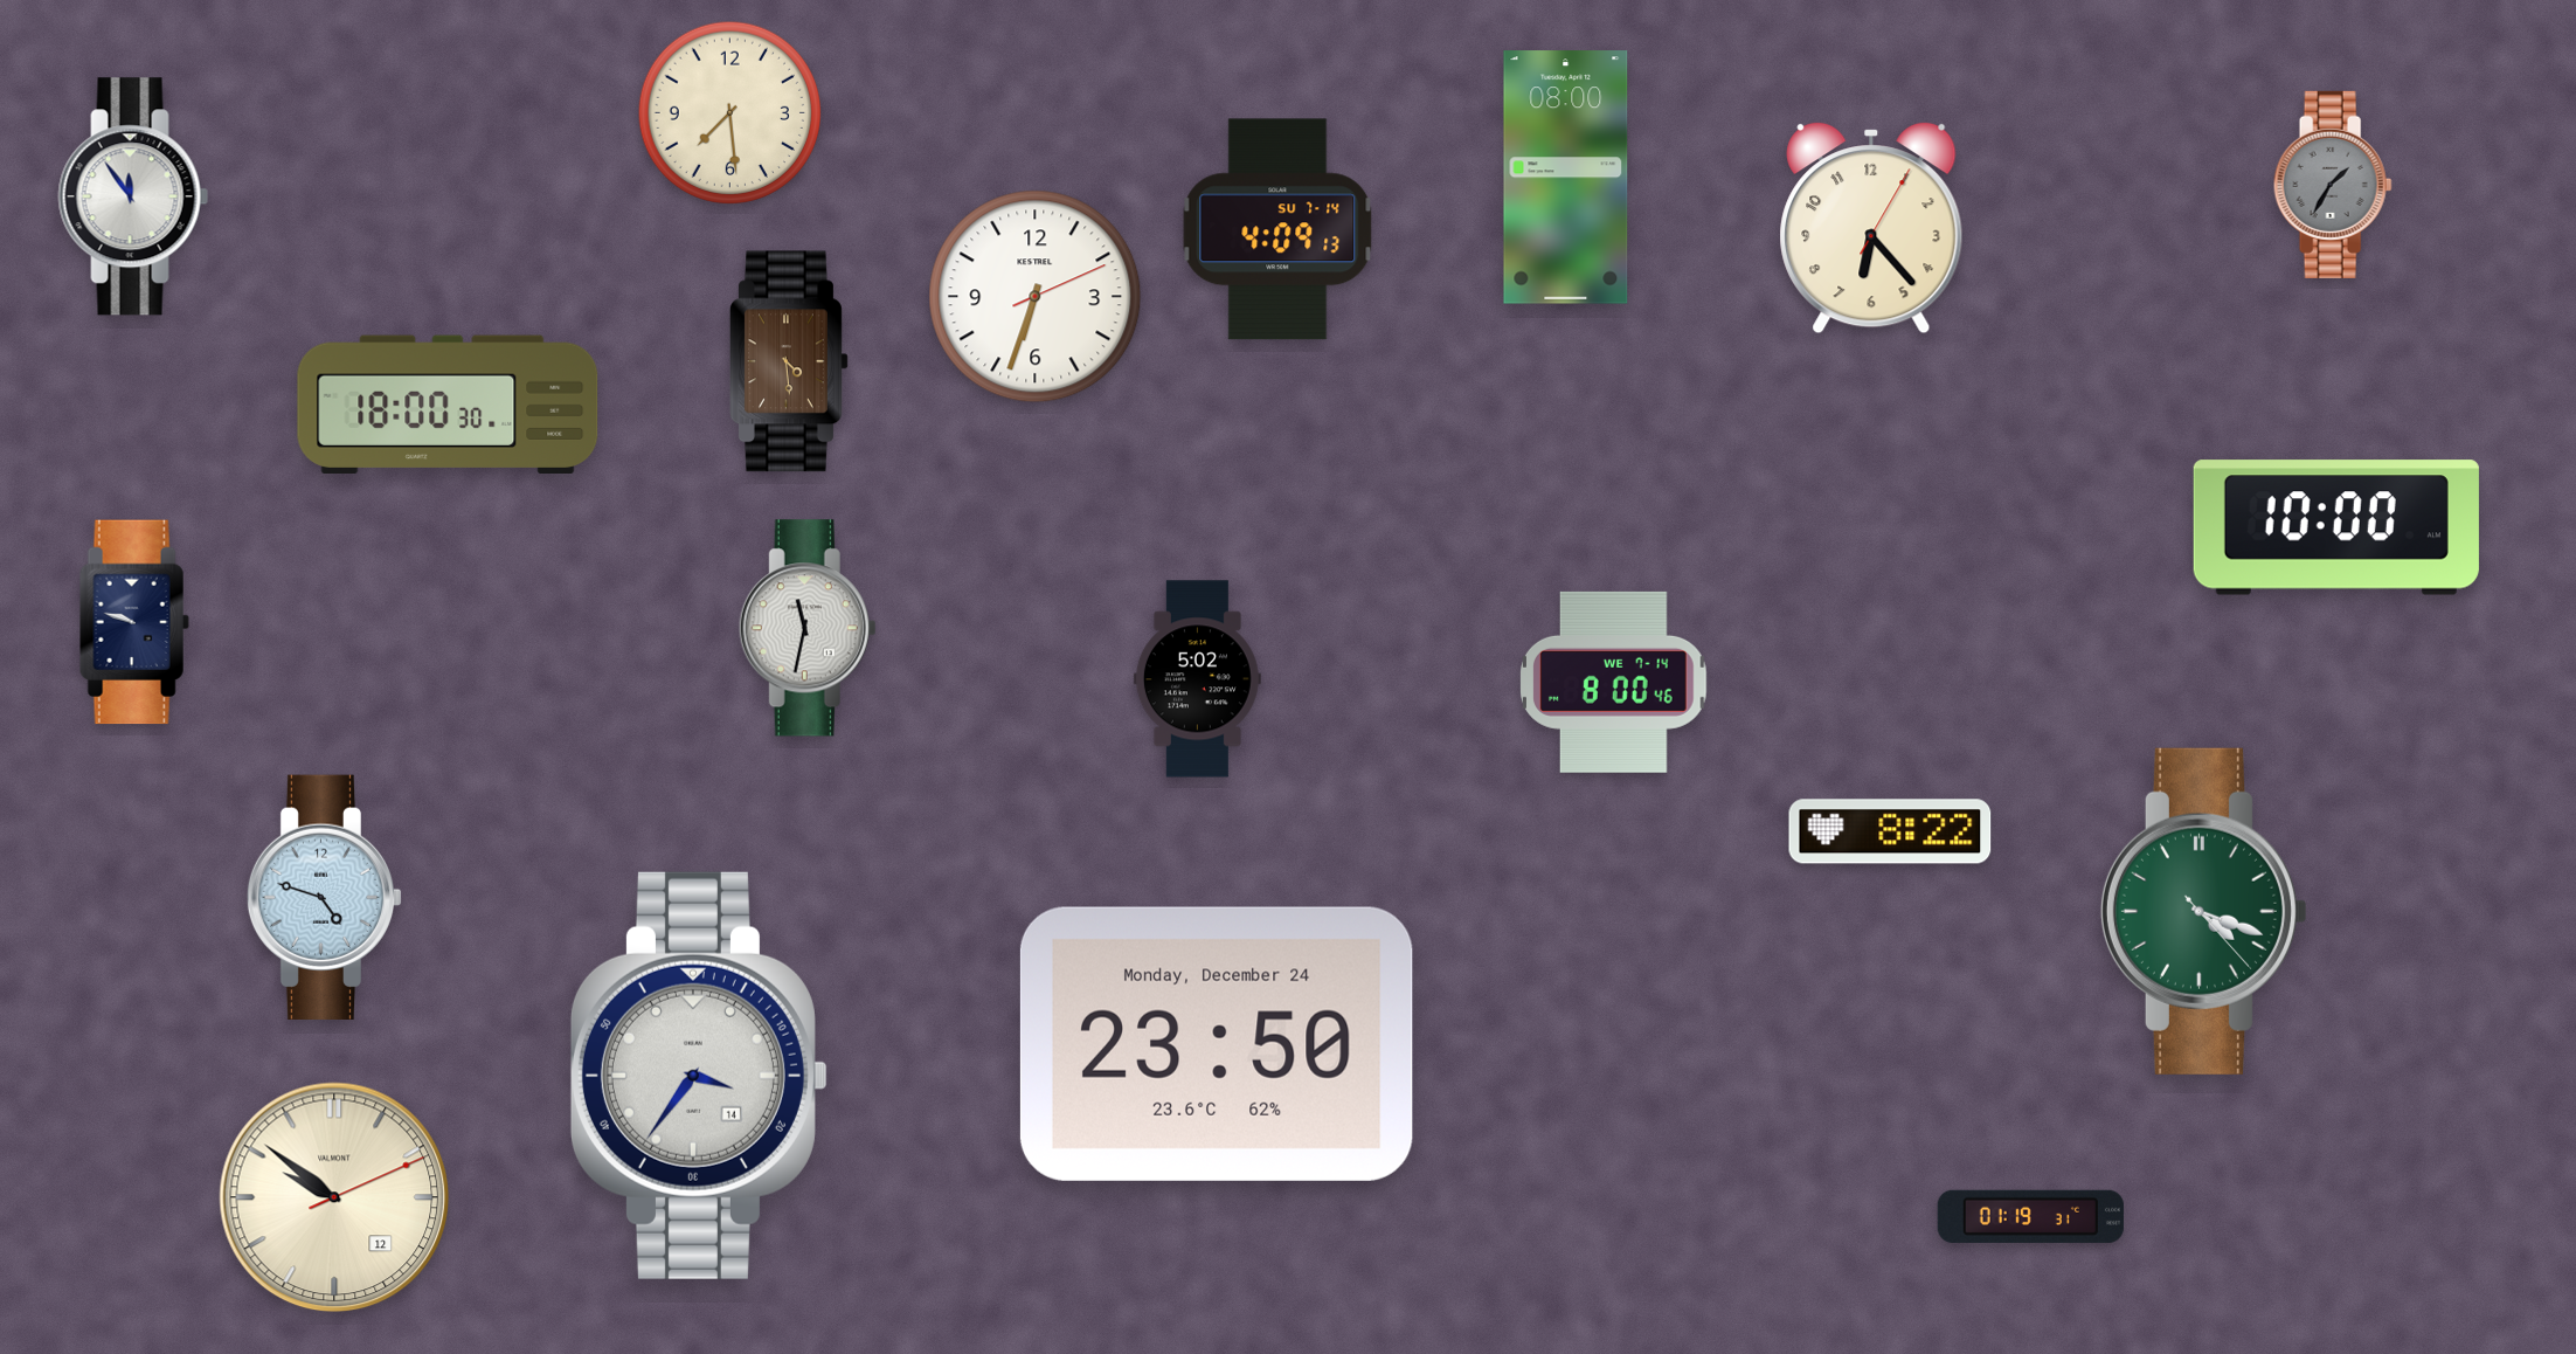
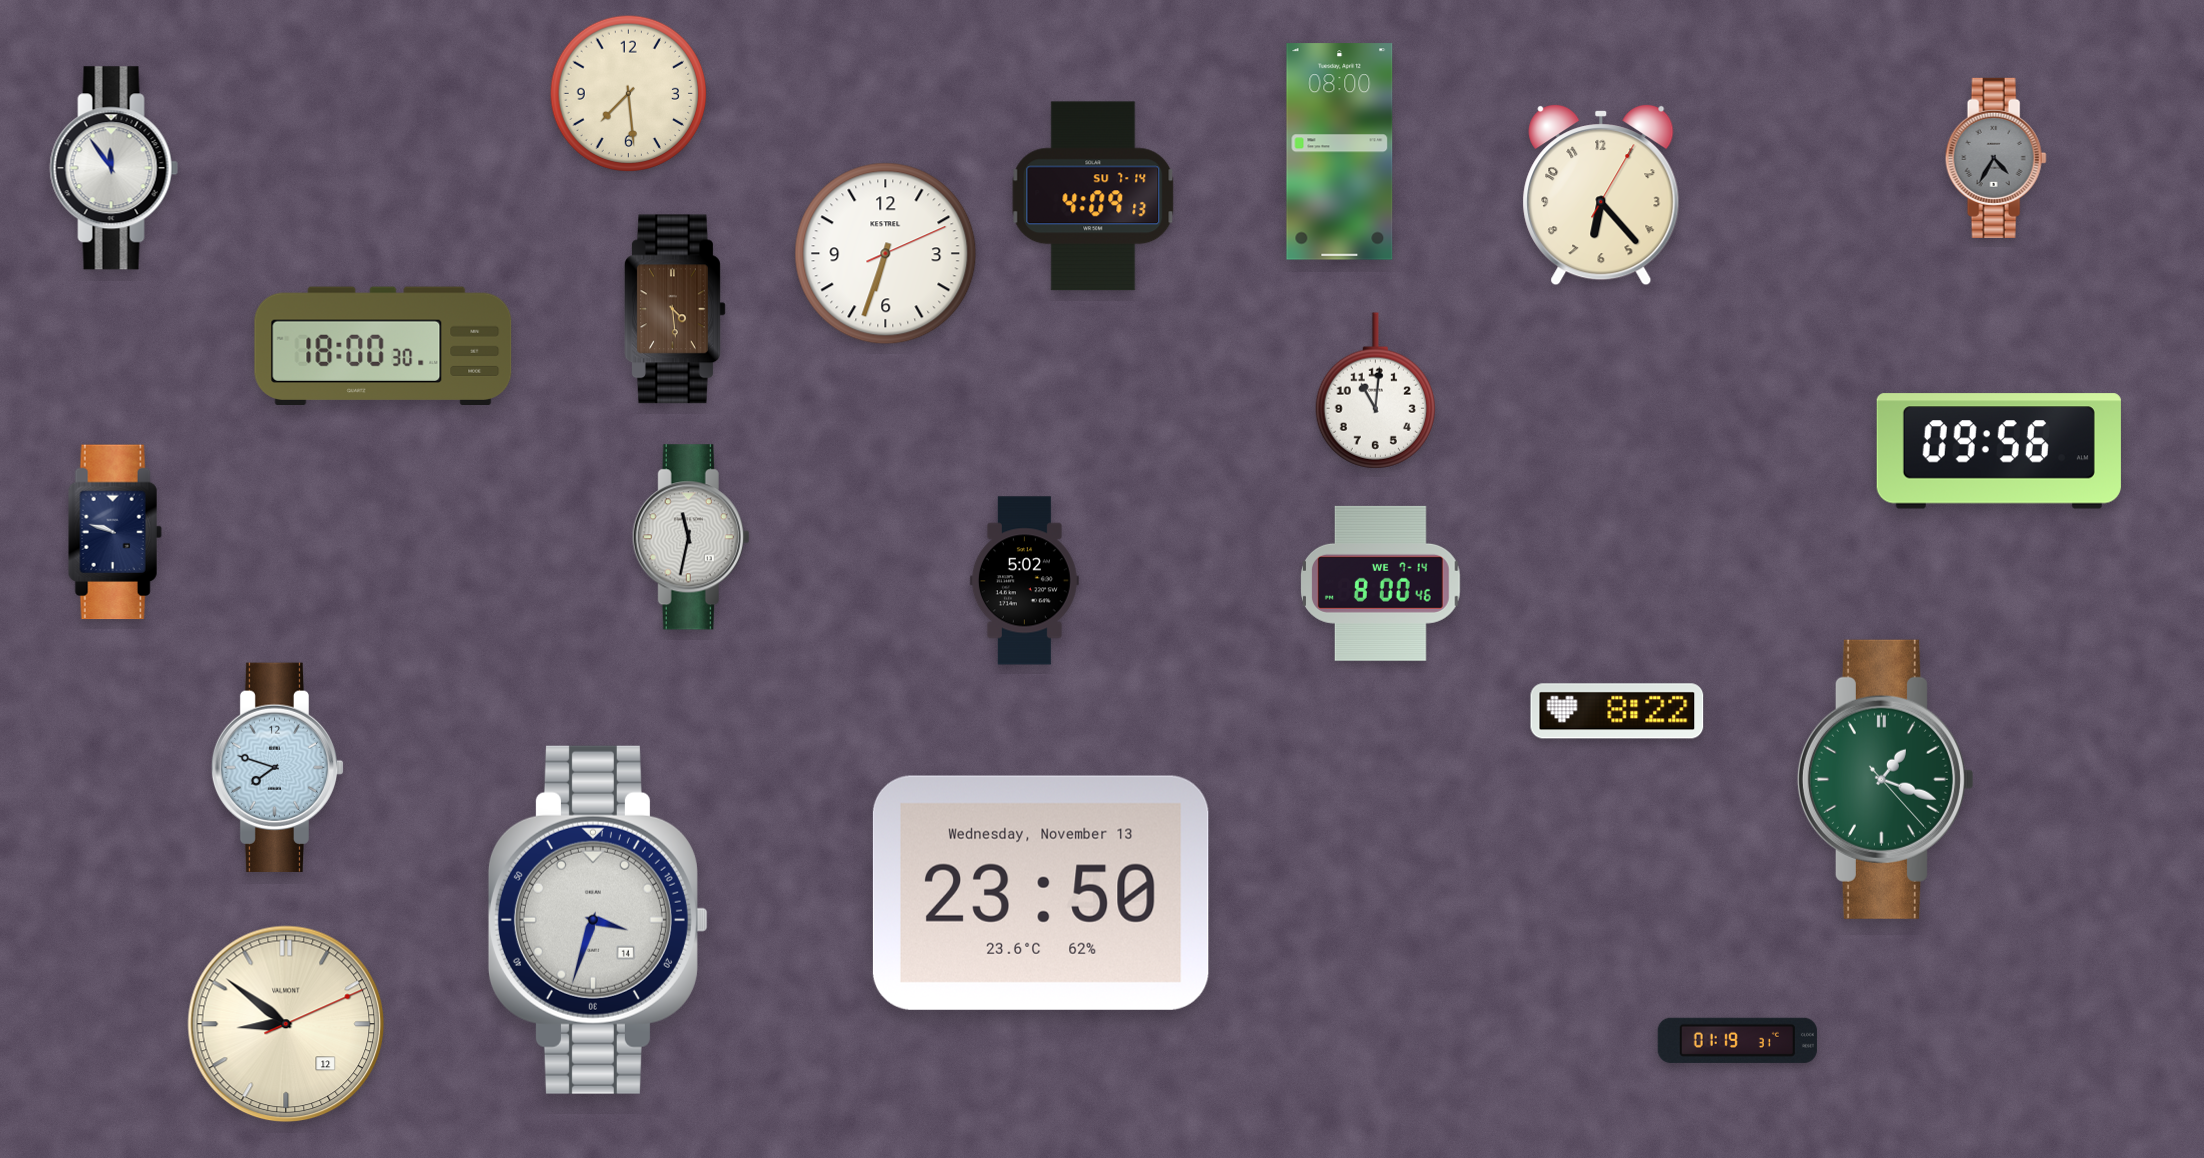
clock at (729, 112) position: (729, 112) -> (628, 93)
clock at (2333, 185): 1:35 -> 4:35
clock at (1375, 391): none -> 11:01
clock at (2336, 527): 10:00 -> 09:56
clock at (325, 897): 4:48 -> 7:48
clock at (2203, 911): 4:18 -> 1:18
clock at (1217, 1044) date: Monday, December 24 -> Wednesday, November 13
clock at (699, 1076): 3:36 -> 3:33
clock at (334, 1197): 9:51 -> 8:51
